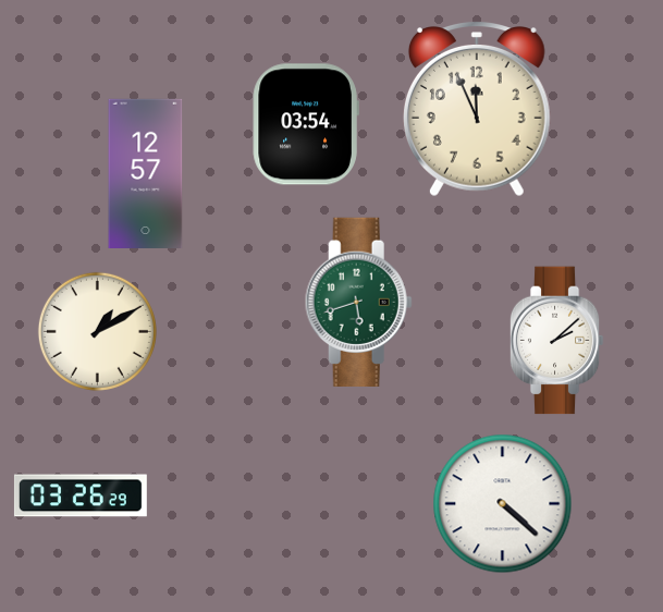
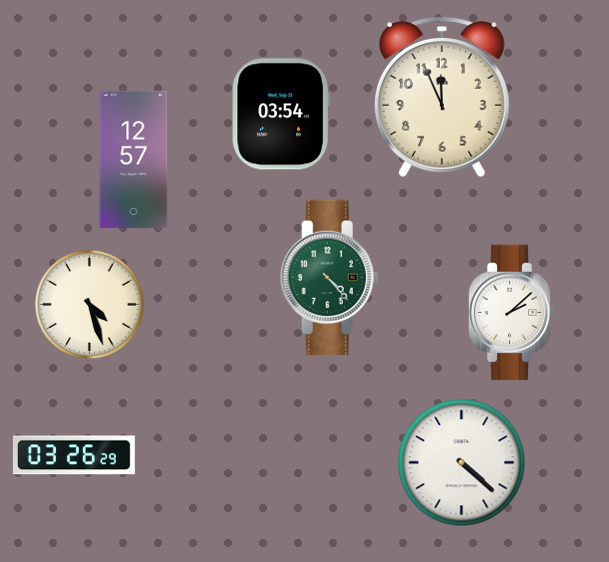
clock at (477, 110) position: (477, 110) -> (442, 98)
clock at (358, 302): 5:42 -> 4:23
clock at (97, 331): 1:10 -> 4:27
